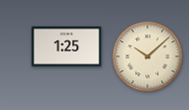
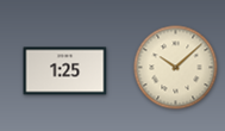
clock at (67, 47) position: (67, 47) -> (65, 71)
